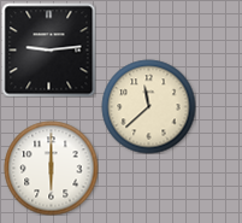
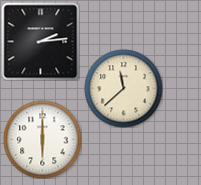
clock at (48, 49): 9:14 -> 2:14
